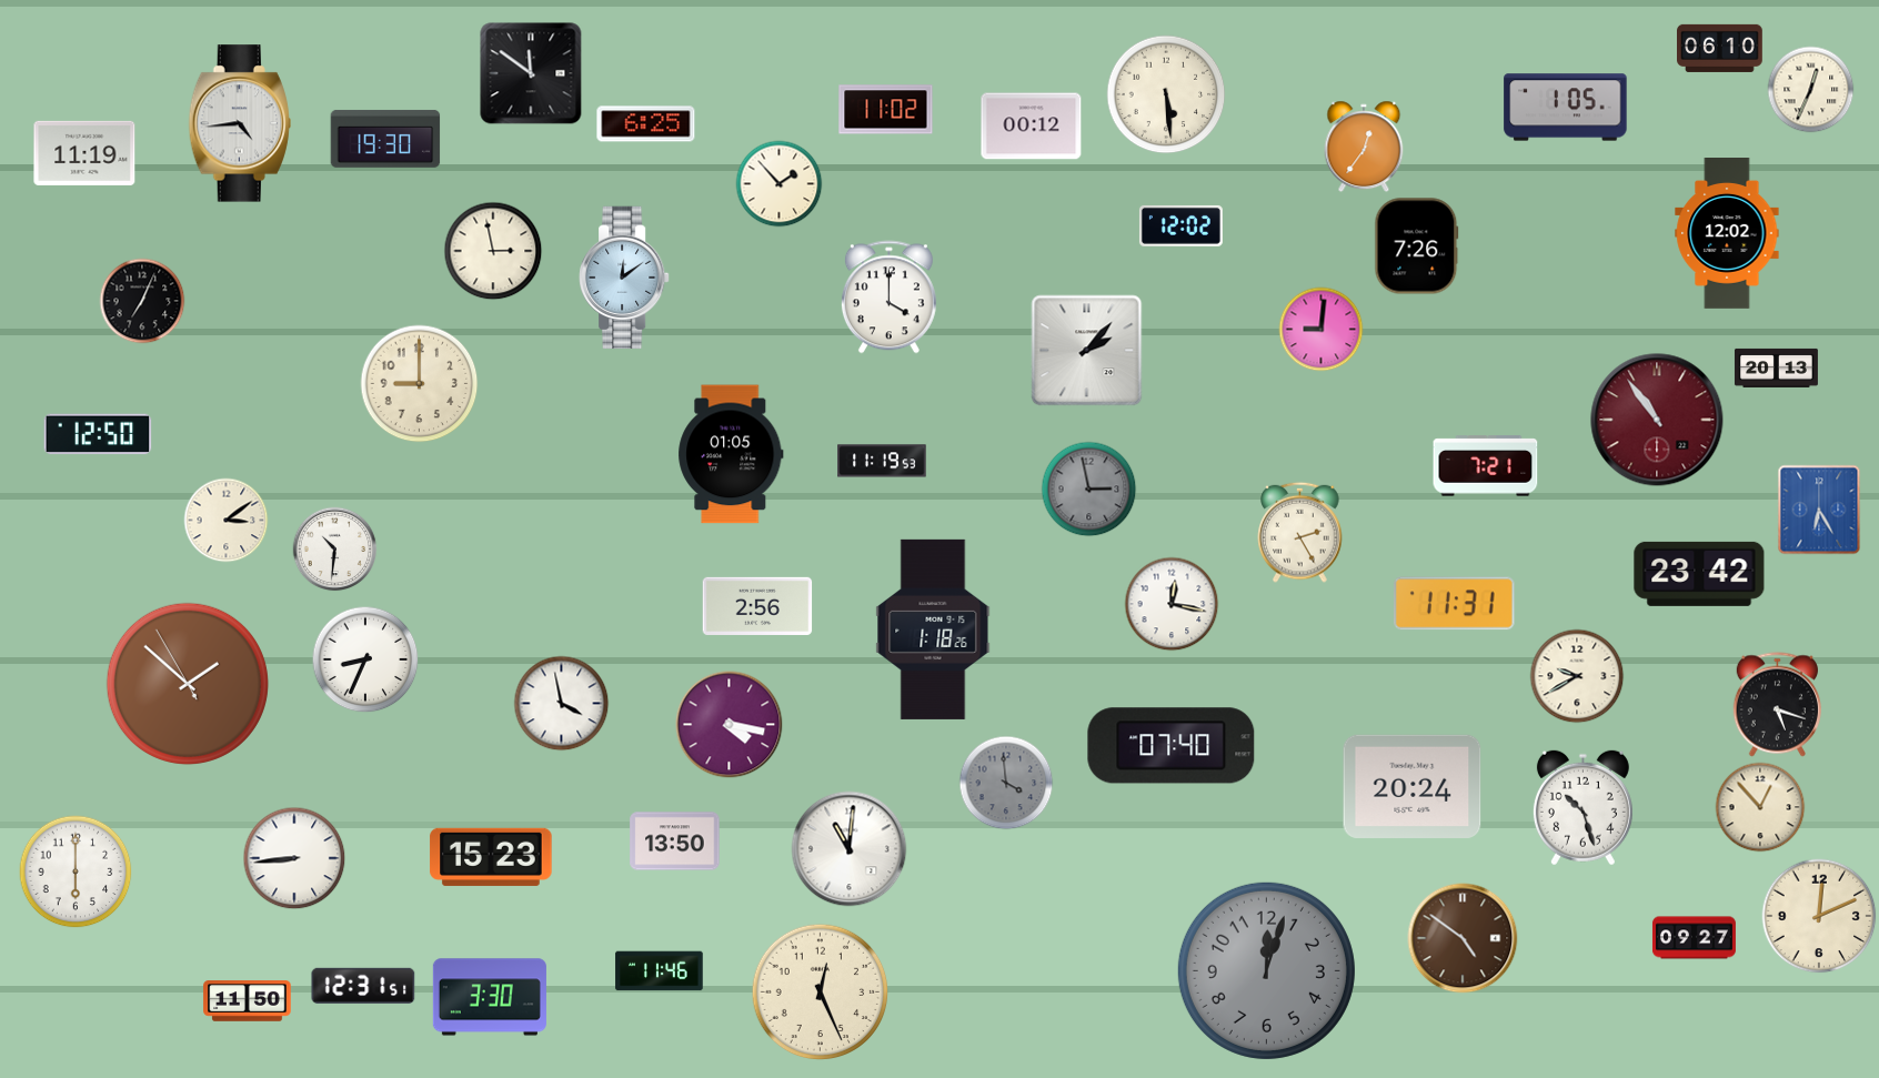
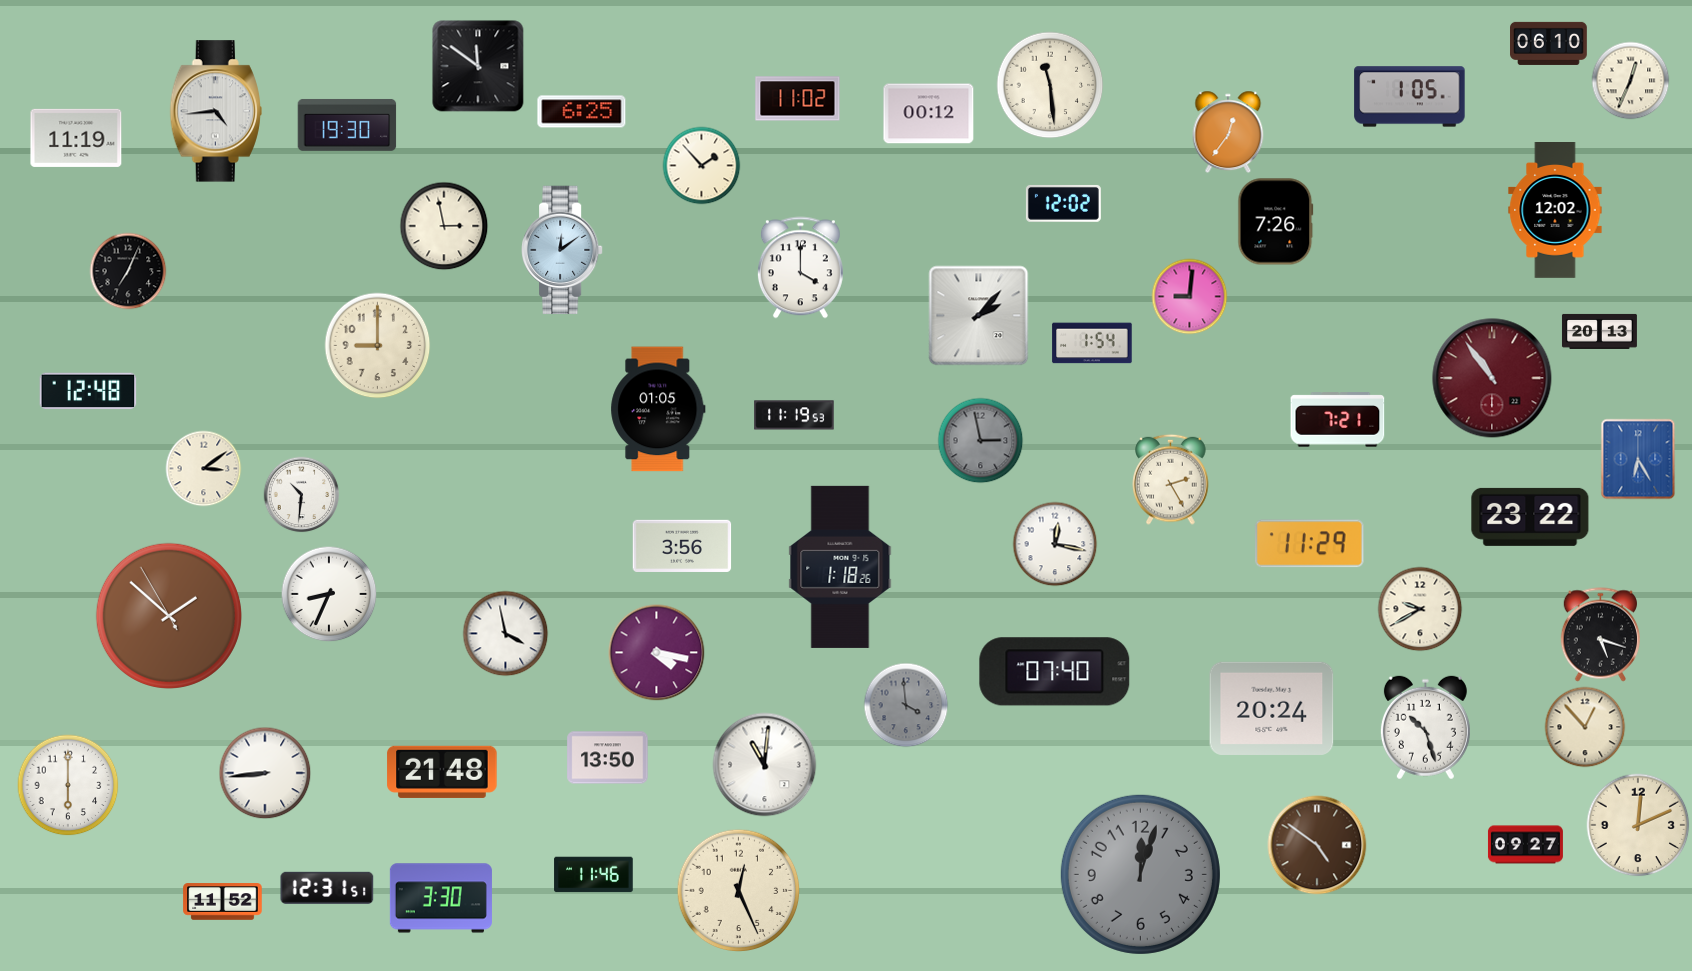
clock at (1166, 94): 5:29 -> 11:29
clock at (1092, 343): none -> 1:54
clock at (98, 434): 12:50 -> 12:48
clock at (1699, 574): 23:42 -> 23:22
clock at (1455, 604): 11:31 -> 11:29
clock at (757, 606): 2:56 -> 3:56
clock at (491, 857): 15:23 -> 21:48
clock at (821, 993) position: (821, 993) -> (739, 891)
clock at (248, 1001): 11:50 -> 11:52
